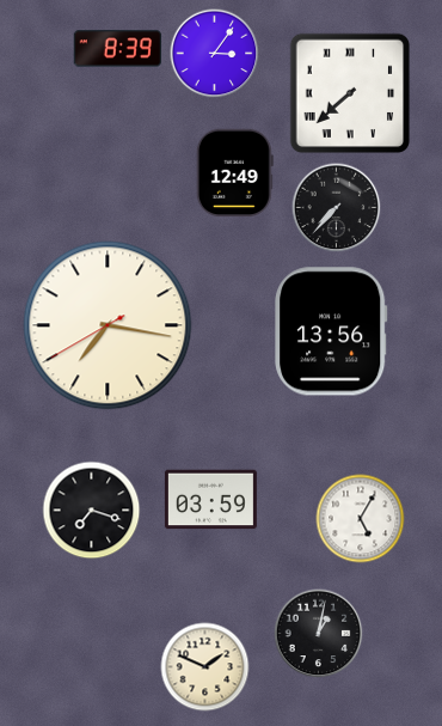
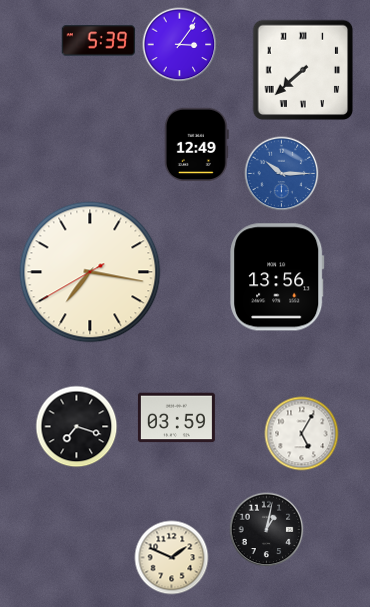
clock at (118, 49): 8:39 -> 5:39
clock at (350, 93) position: (350, 93) -> (303, 70)
clock at (337, 208): 7:37 -> 10:15
clock at (337, 208) dial: black -> blue
